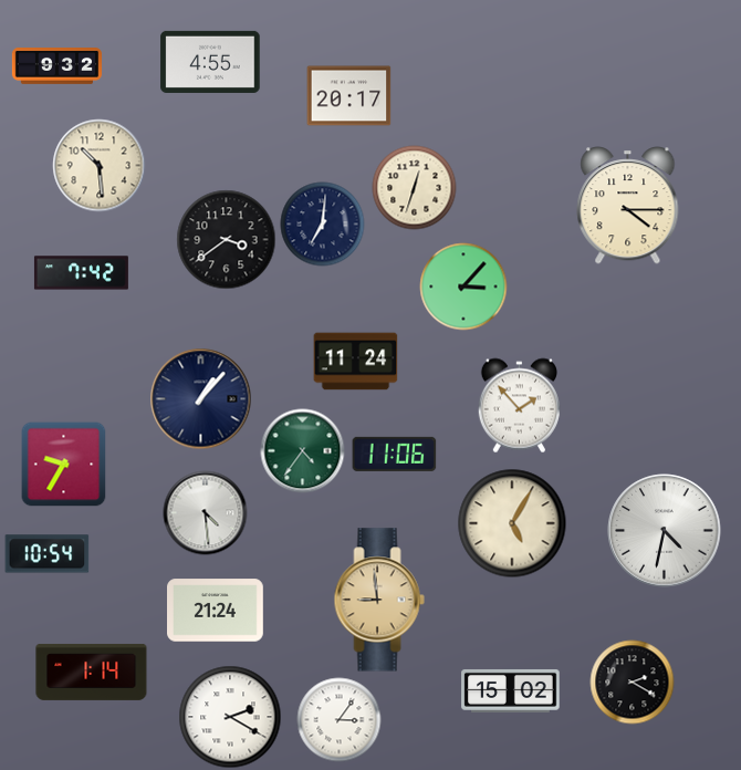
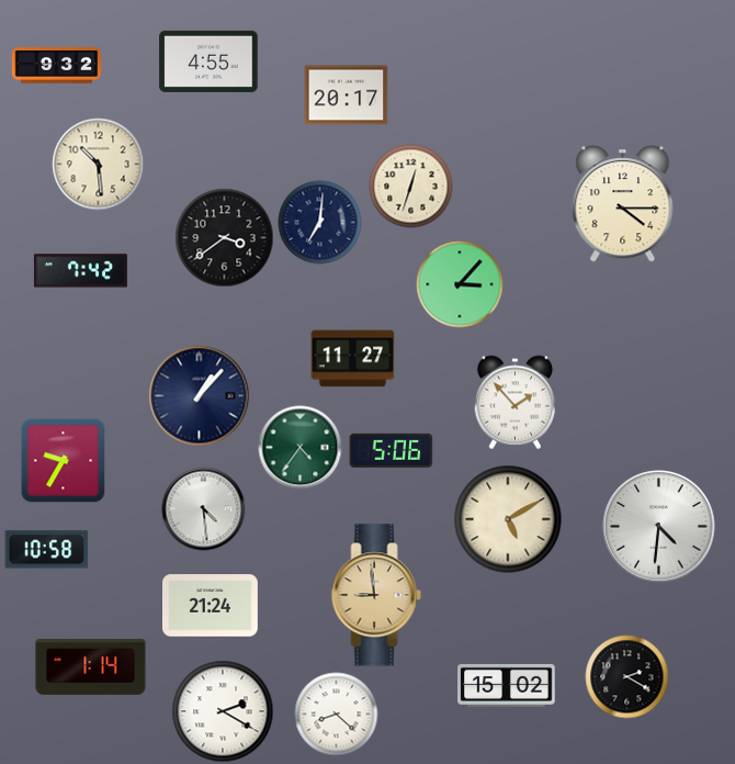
clock at (356, 362): 11:24 -> 11:27
clock at (395, 454): 11:06 -> 5:06
clock at (512, 523): 5:05 -> 5:10
clock at (665, 531): 4:32 -> 4:31
clock at (48, 554): 10:54 -> 10:58
clock at (216, 611) position: (216, 611) -> (211, 606)
clock at (230, 717) position: (230, 717) -> (223, 711)
clock at (340, 720): 3:06 -> 8:22
